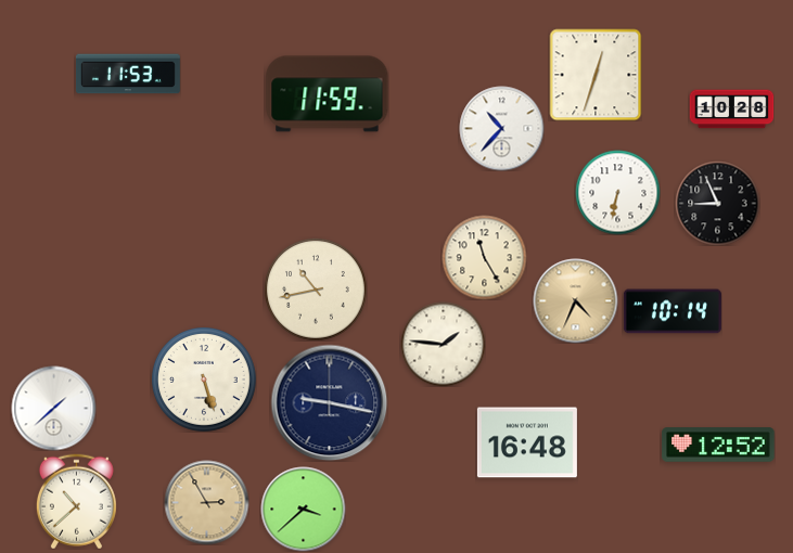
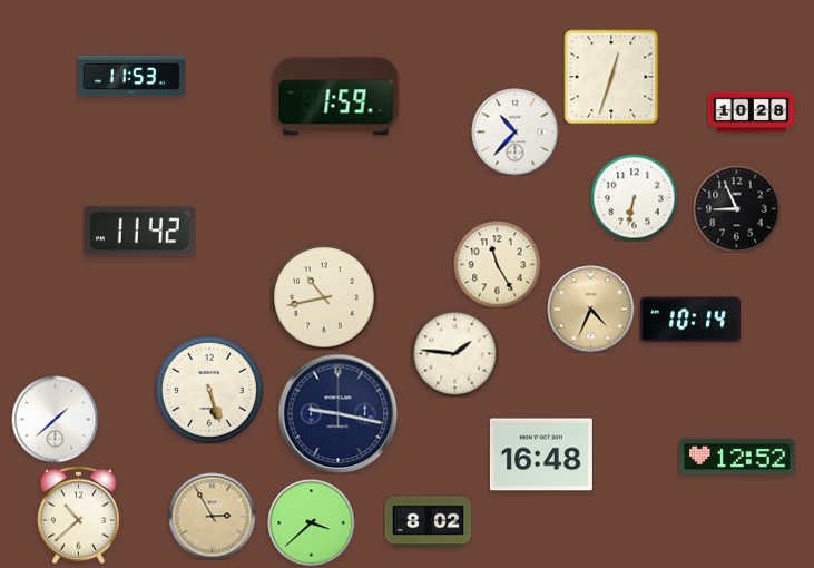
clock at (328, 94): 11:59 -> 1:59
clock at (139, 232): none -> 11:42
clock at (428, 522): none -> 8:02
